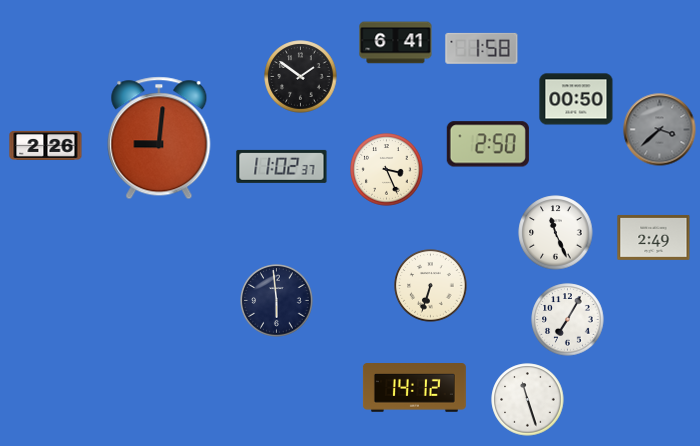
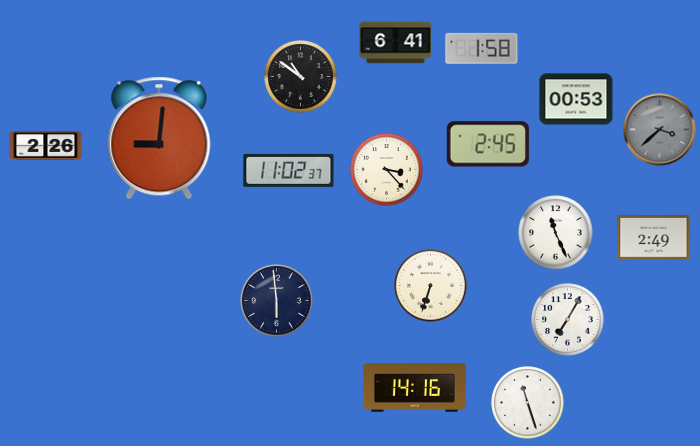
clock at (301, 77): 1:51 -> 10:51
clock at (576, 99): 00:50 -> 00:53
clock at (488, 144): 2:50 -> 2:45
clock at (282, 166) position: (282, 166) -> (289, 170)
clock at (387, 170): 3:26 -> 3:23
clock at (414, 388): 14:12 -> 14:16
clock at (528, 400) position: (528, 400) -> (528, 403)
